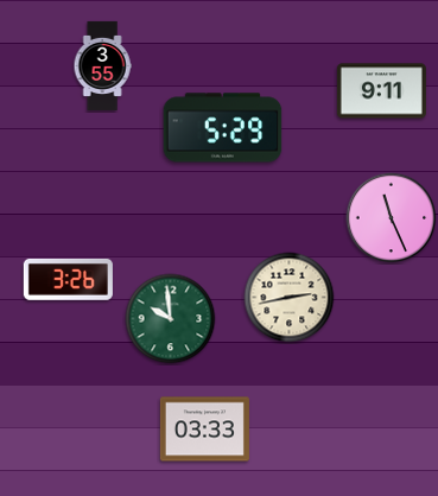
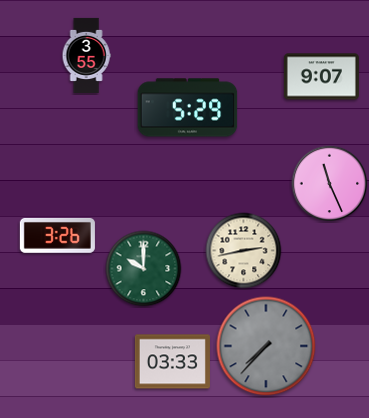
clock at (381, 91): 9:11 -> 9:07
clock at (171, 319): 9:59 -> 10:00
clock at (266, 346): none -> 7:37
